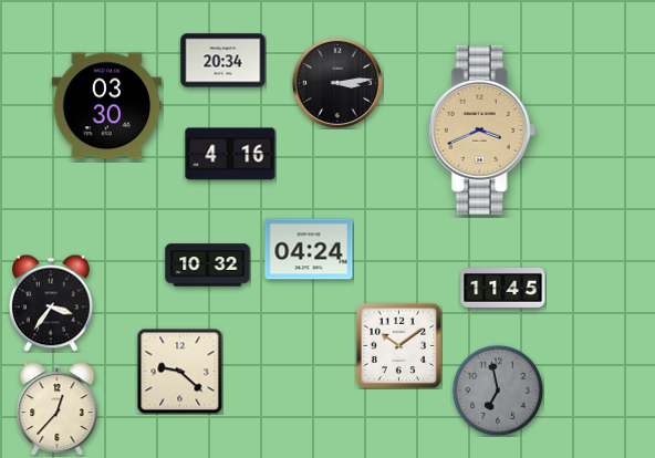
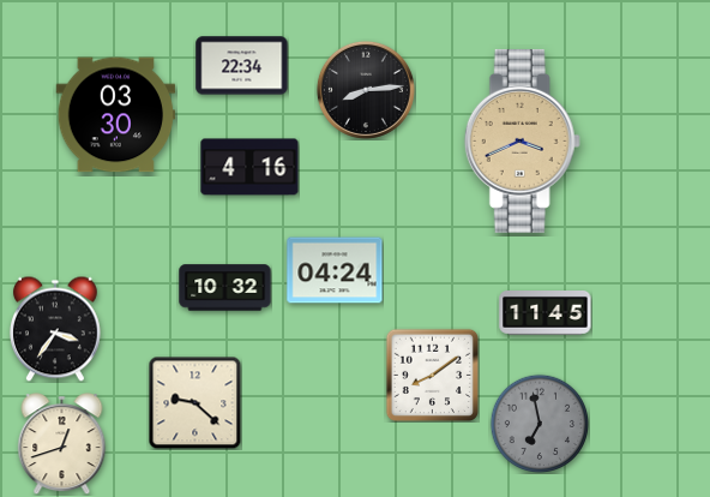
clock at (223, 61): 20:34 -> 22:34
clock at (337, 83): 3:14 -> 8:14
clock at (398, 345): 10:09 -> 8:09
clock at (58, 409): 12:37 -> 12:42
